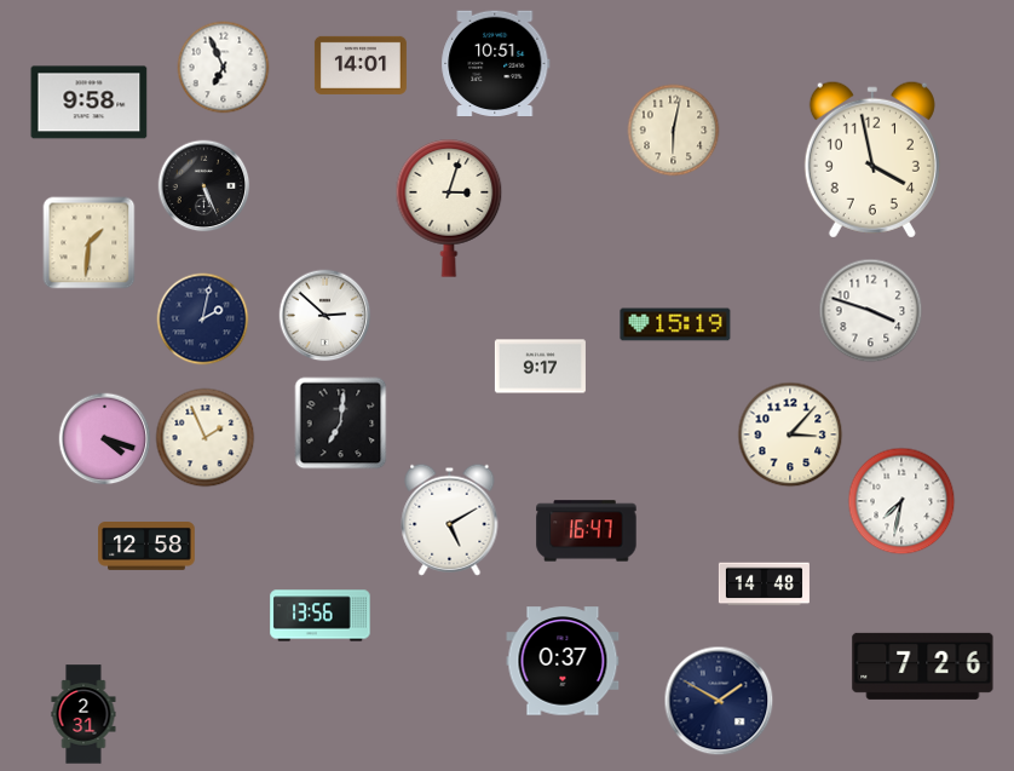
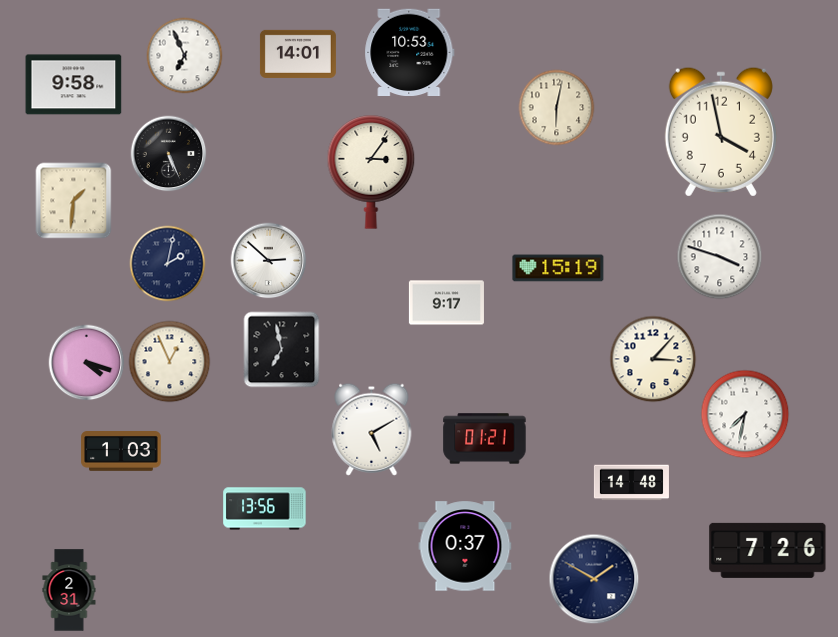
clock at (496, 63): 10:51 -> 10:53
clock at (449, 208): 3:03 -> 3:06
clock at (341, 424): 7:01 -> 6:58
clock at (206, 438): 1:56 -> 12:56
clock at (587, 531): 16:47 -> 01:21
clock at (146, 547): 12:58 -> 1:03
clock at (923, 666) position: (923, 666) -> (768, 550)
